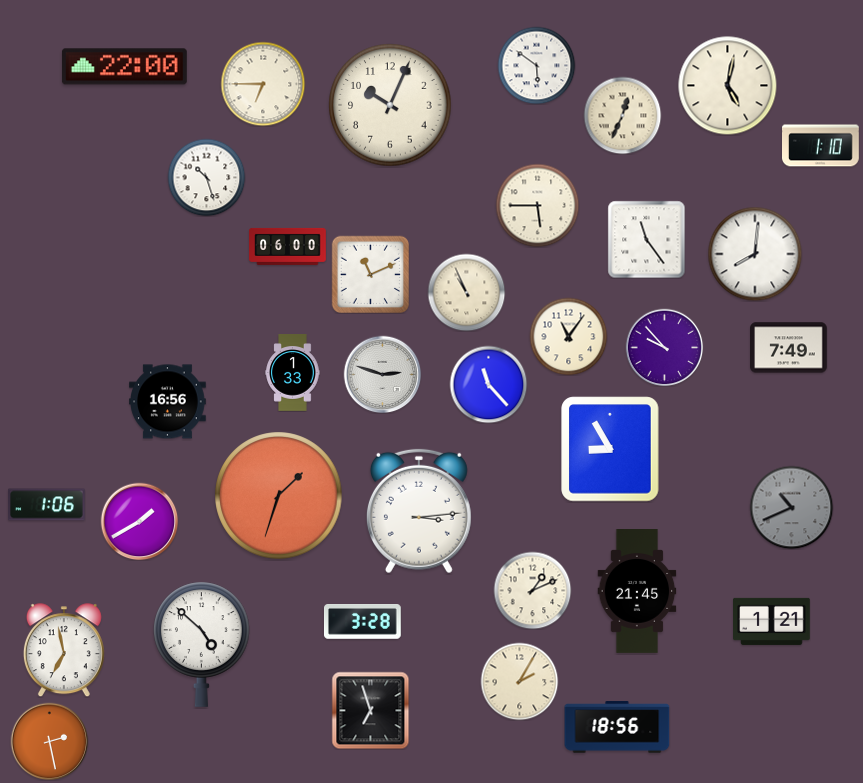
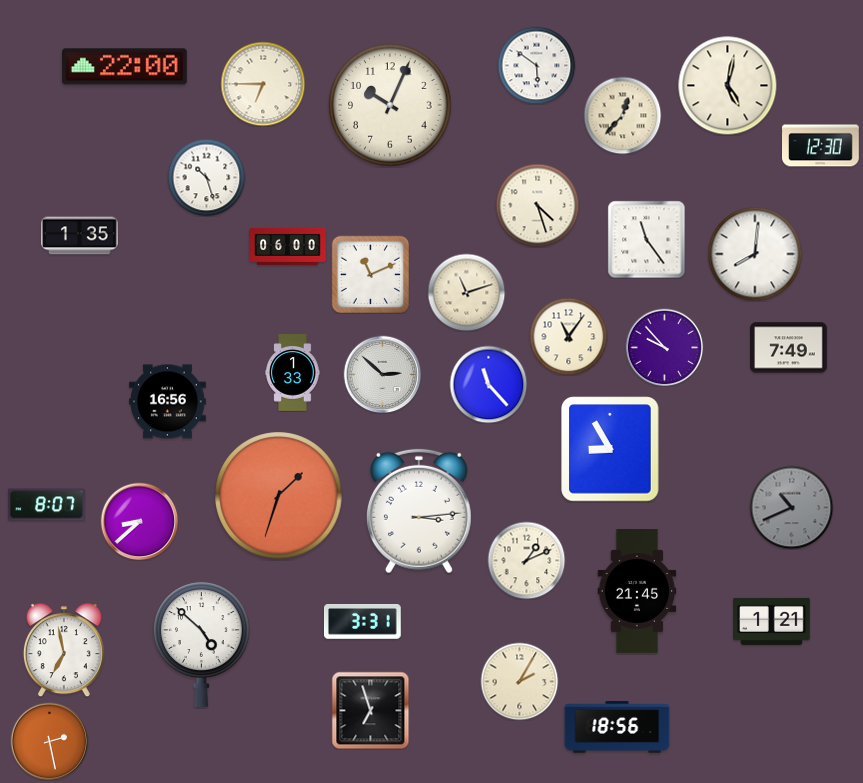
clock at (622, 115): 12:34 -> 12:37
clock at (821, 146): 1:10 -> 12:30
clock at (537, 205): 5:45 -> 4:27
clock at (80, 236): none -> 1:35
clock at (466, 292): 10:56 -> 11:12
clock at (382, 374): 2:48 -> 2:52
clock at (47, 505): 1:06 -> 8:07
clock at (139, 521): 1:40 -> 8:38
clock at (532, 590) position: (532, 590) -> (526, 560)
clock at (363, 622): 3:28 -> 3:31
